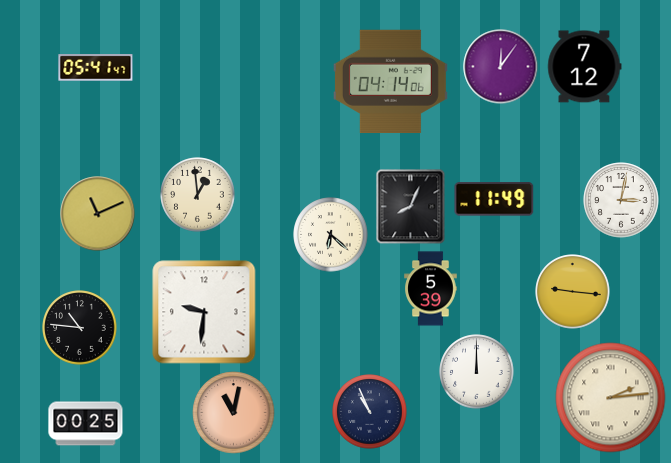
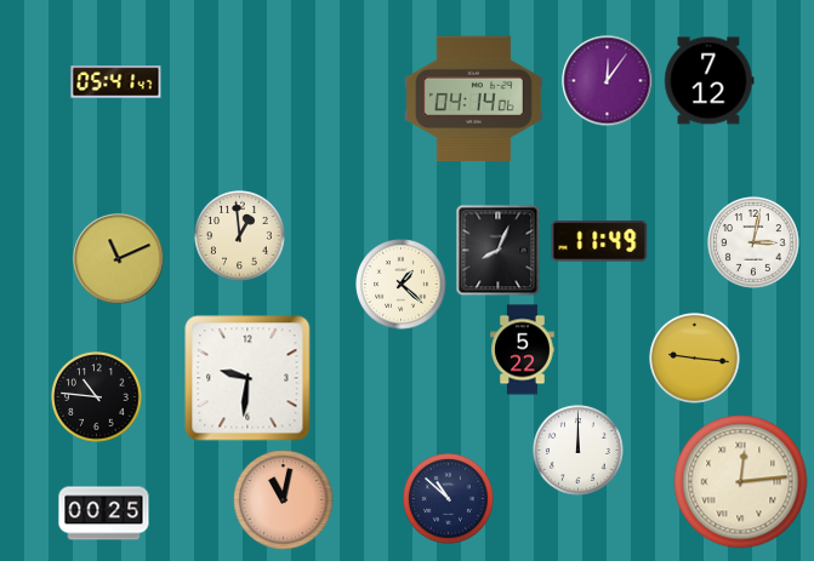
clock at (331, 235): 6:22 -> 1:22
clock at (431, 289): 5:39 -> 5:22
clock at (573, 292) position: (573, 292) -> (695, 359)
clock at (611, 398): 2:14 -> 12:14
clock at (370, 412): 10:56 -> 10:52
